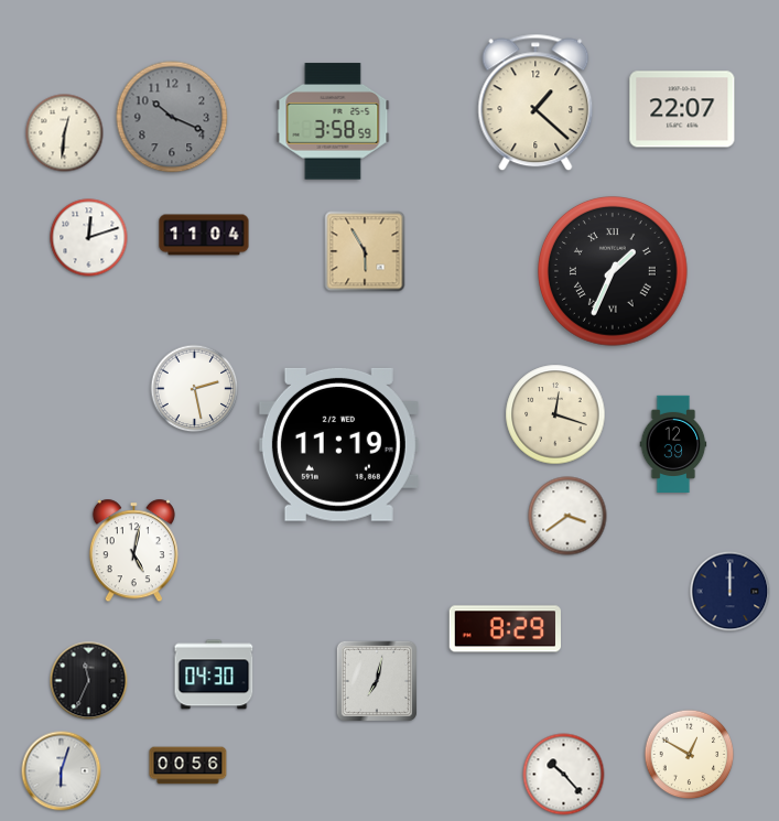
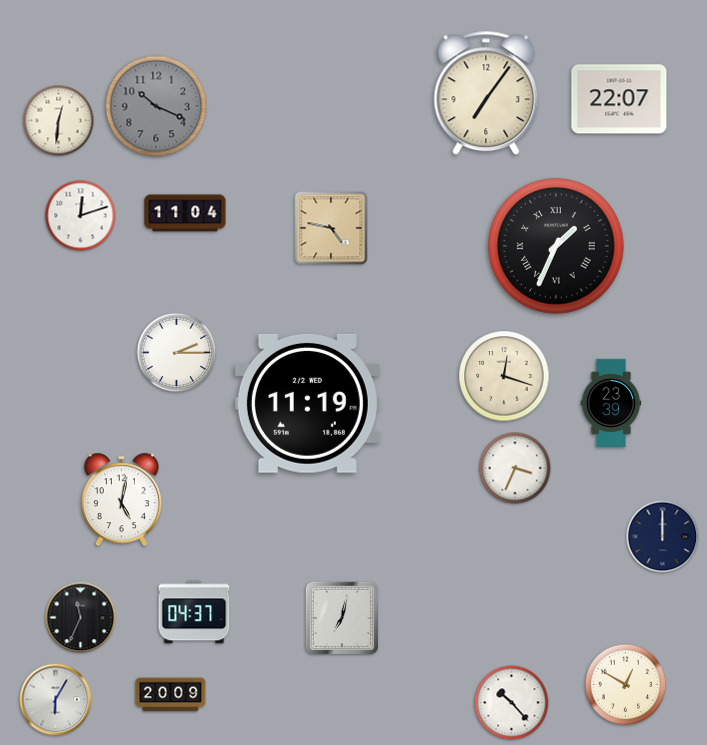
clock at (535, 102): 1:22 -> 7:06
clock at (333, 121): 3:58 -> none
clock at (365, 251): 5:55 -> 4:47
clock at (195, 389): 2:28 -> 2:15
clock at (673, 443): 12:39 -> 23:39
clock at (567, 516): 3:39 -> 3:34
clock at (506, 629): 8:29 -> none
clock at (214, 674): 04:30 -> 04:37
clock at (188, 766): 00:56 -> 20:09
clock at (62, 771): 6:03 -> 6:05
